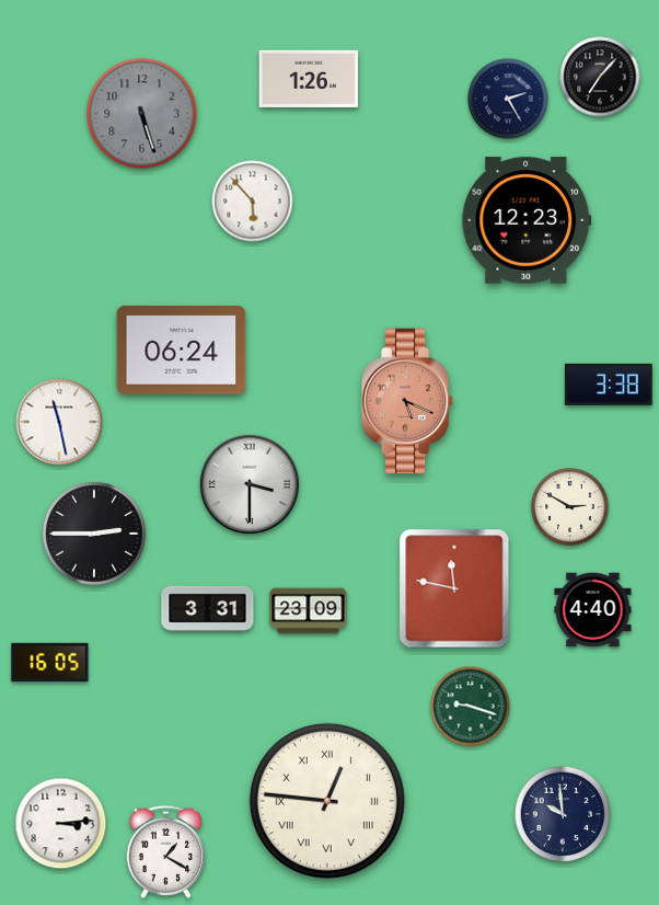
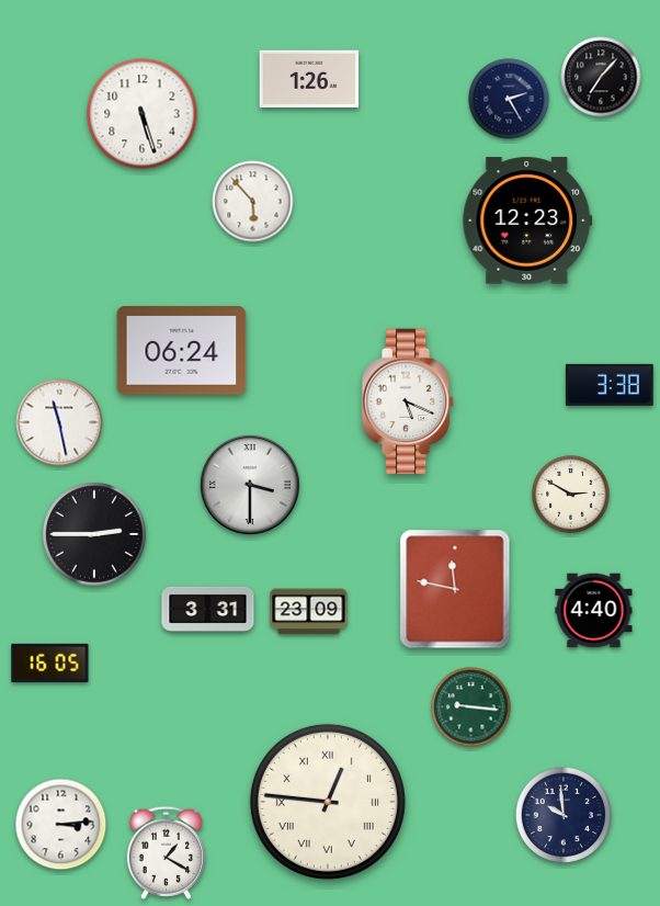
clock at (142, 114) dial: grey -> white
clock at (407, 401) dial: salmon -> white
clock at (570, 507) position: (570, 507) -> (571, 495)
clock at (471, 707): 9:18 -> 9:16
